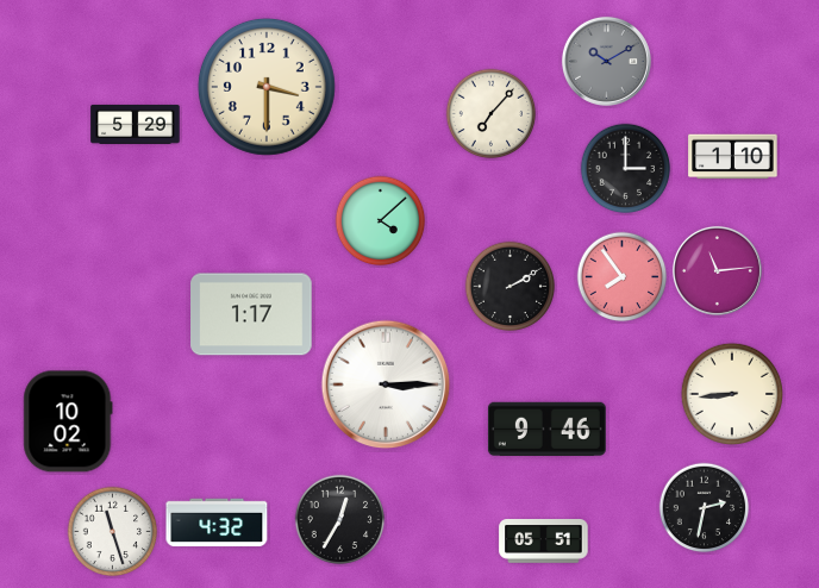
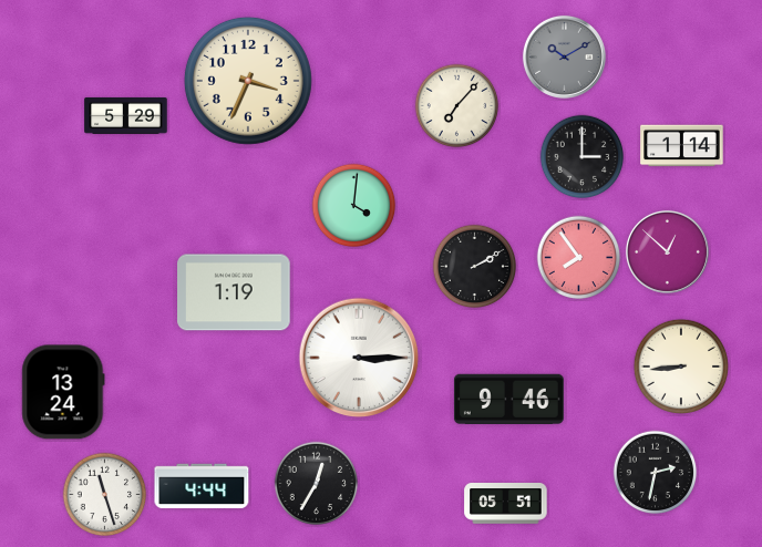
clock at (267, 87): 3:30 -> 3:34
clock at (733, 157): 1:10 -> 1:14
clock at (381, 221): 4:08 -> 4:01
clock at (717, 270): 11:14 -> 12:52
clock at (251, 314): 1:17 -> 1:19
clock at (68, 421): 10:02 -> 13:24
clock at (217, 523): 4:32 -> 4:44
